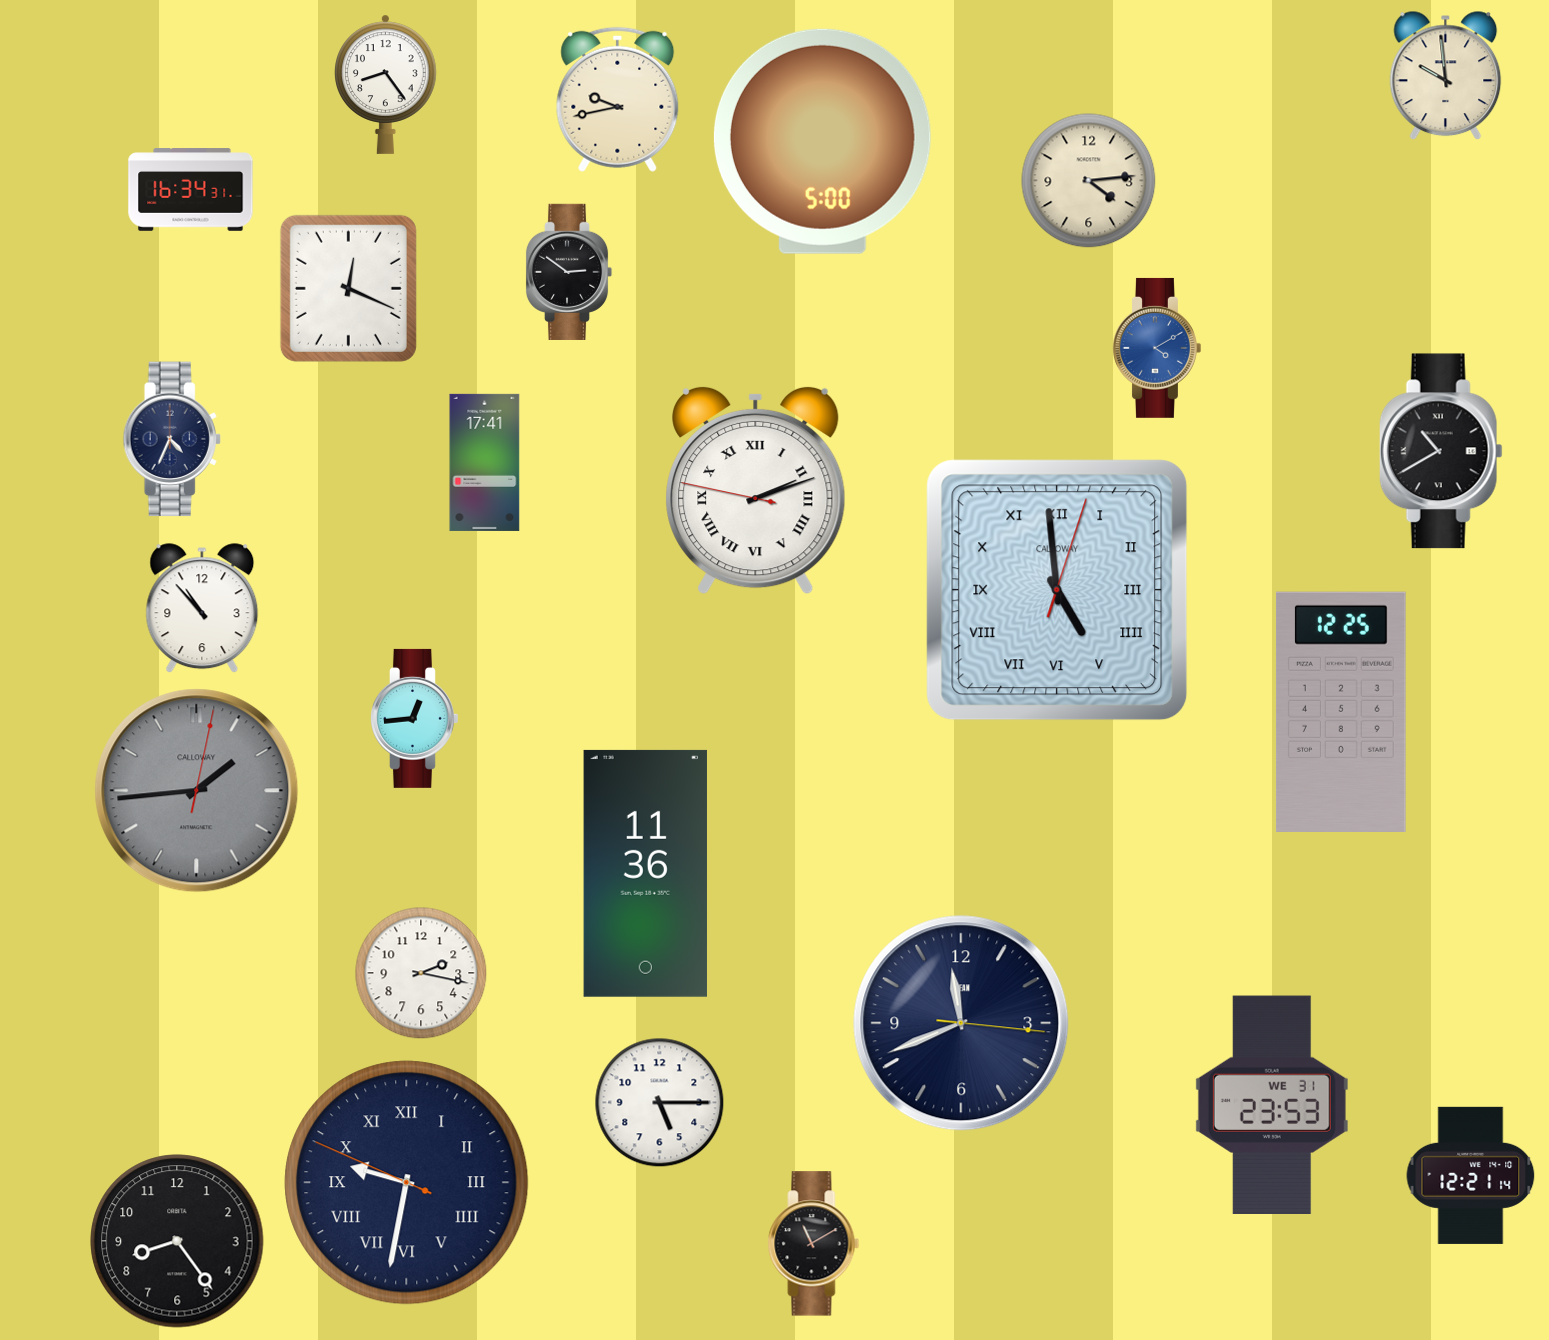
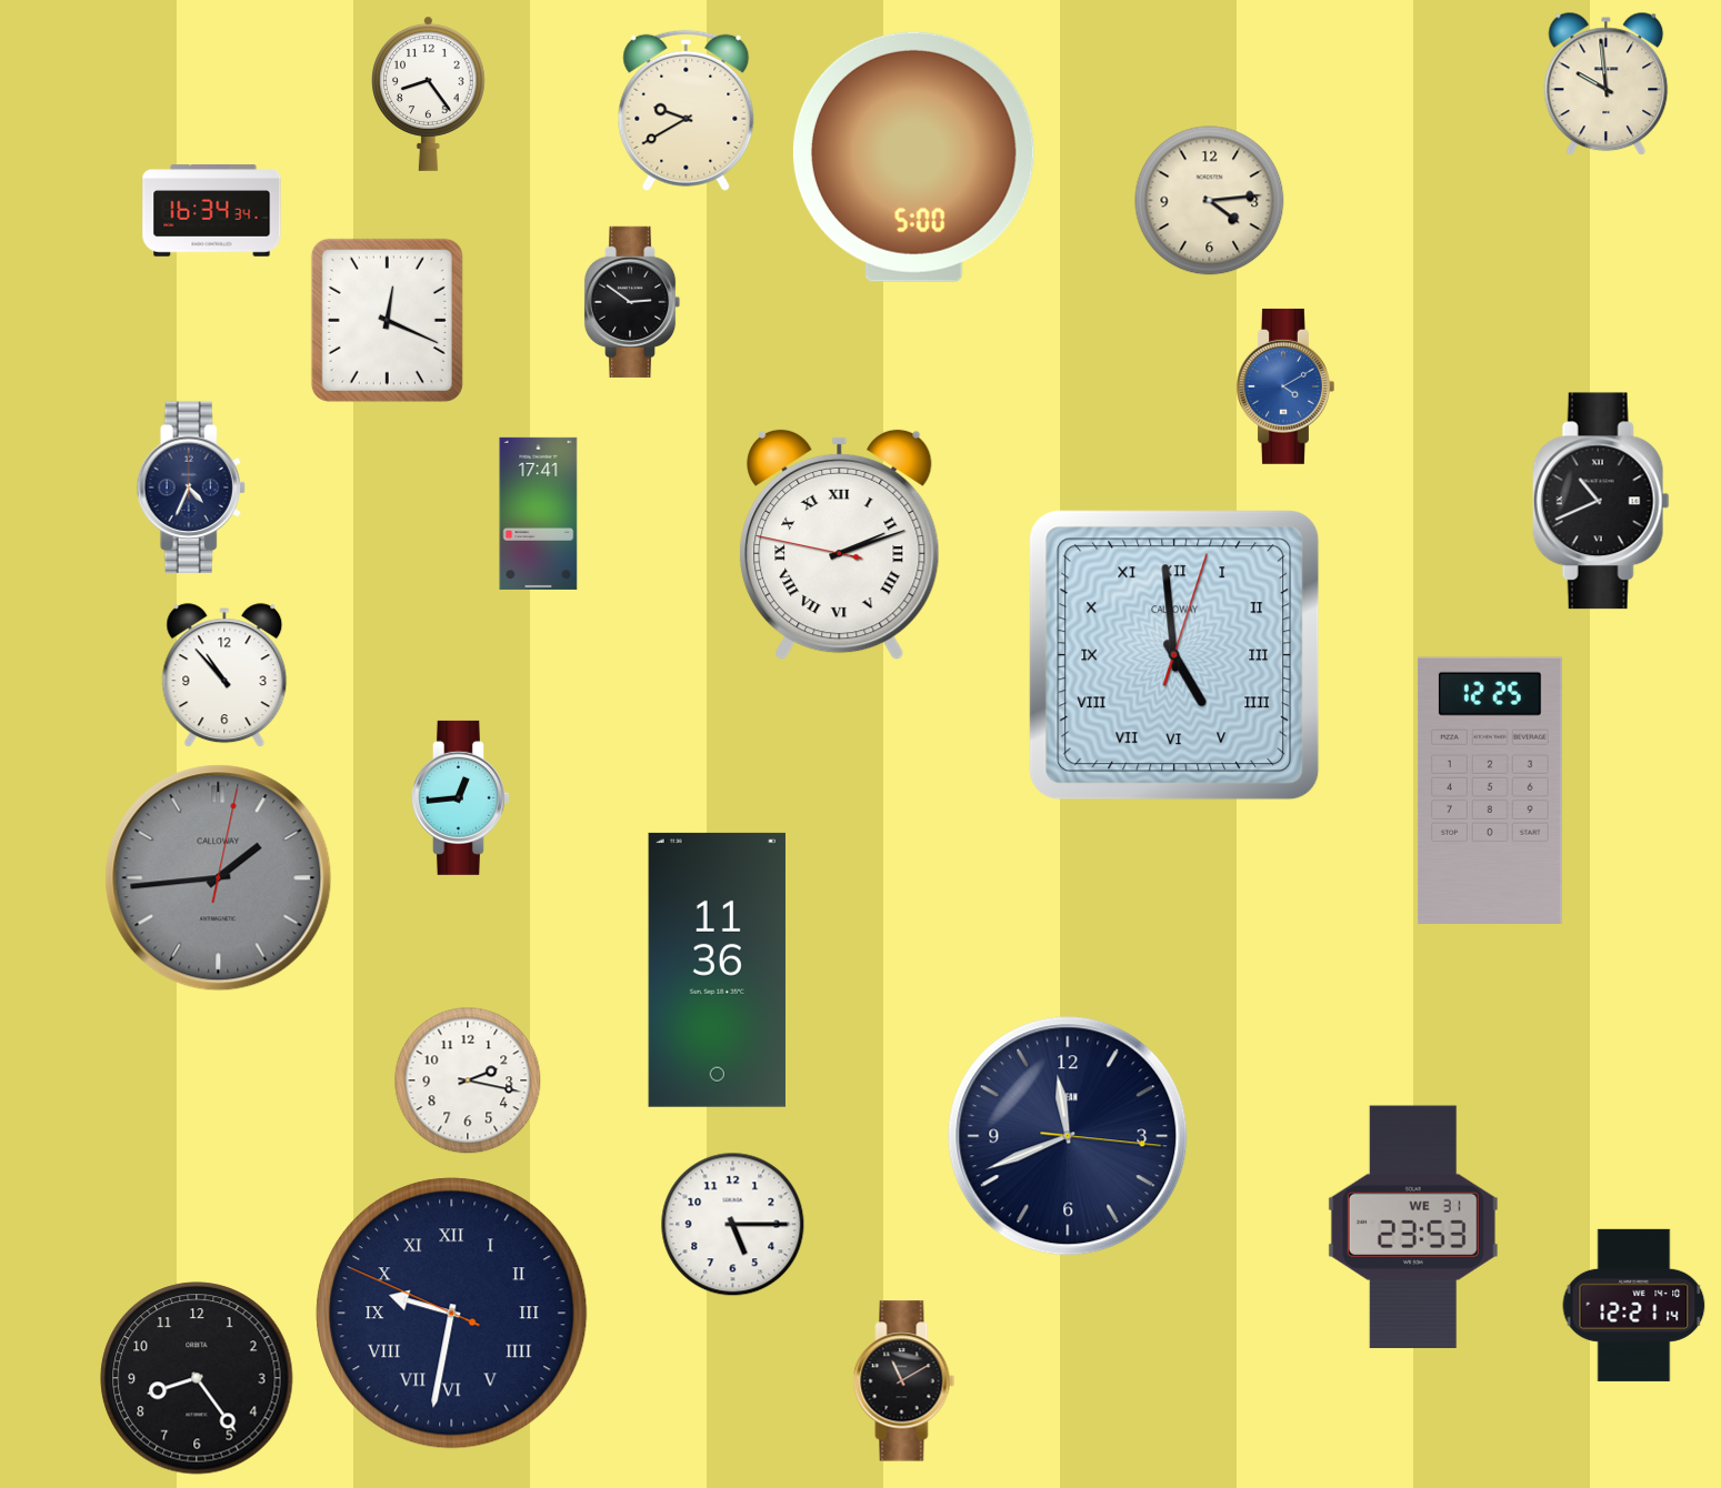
clock at (618, 99): 9:43 -> 9:40
clock at (191, 190): 16:34:31 -> 16:34:34
clock at (1441, 451): 10:40 -> 10:41
